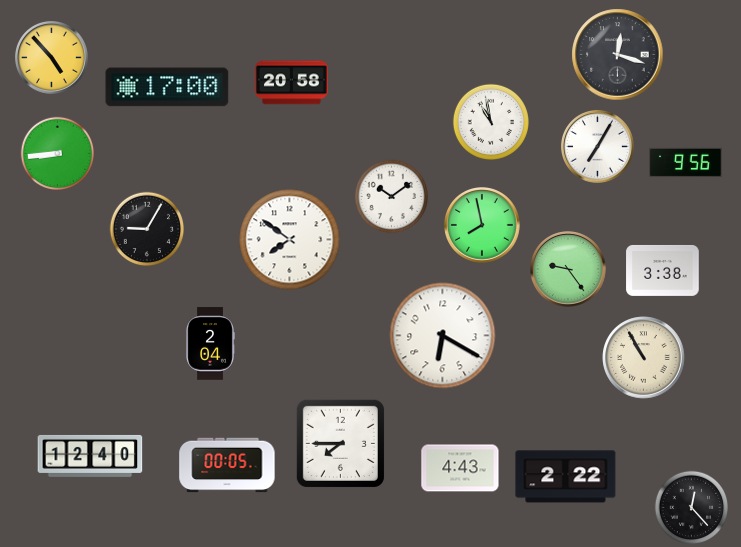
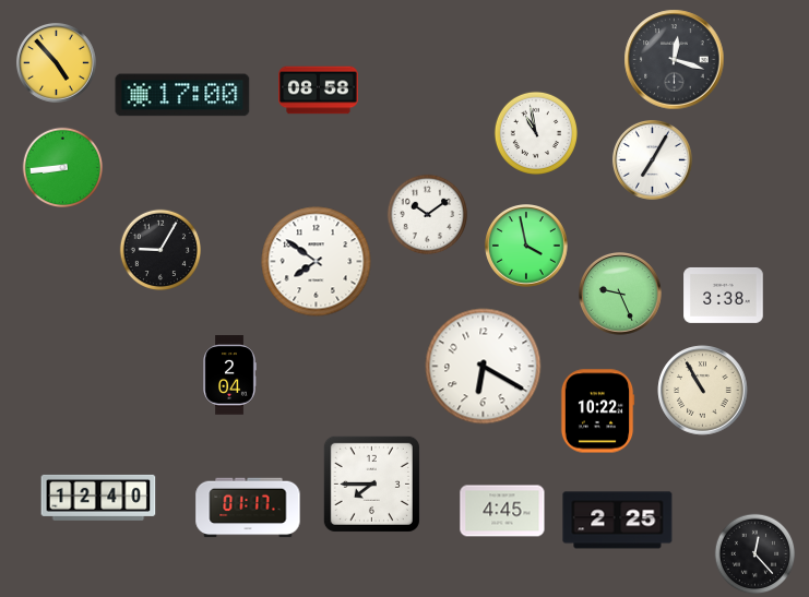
clock at (292, 83): 20:58 -> 08:58
clock at (686, 162): 9:56 -> none
clock at (483, 226): 7:58 -> 3:58
clock at (569, 270): 9:24 -> 9:26
clock at (597, 411): none -> 10:22
clock at (227, 465): 00:05 -> 01:17
clock at (460, 468): 4:43 -> 4:45
clock at (566, 477): 2:22 -> 2:25
